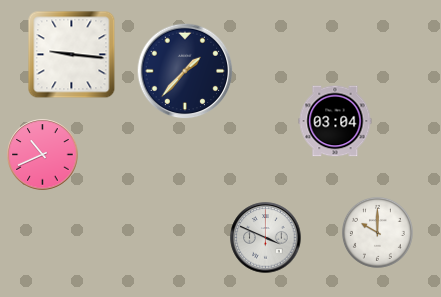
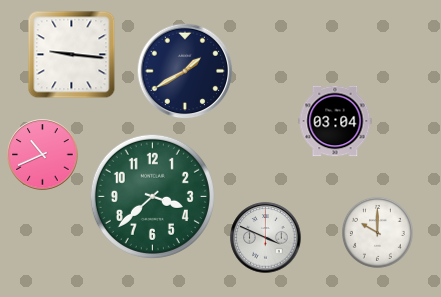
clock at (185, 71): 1:37 -> 1:40
clock at (152, 196): none -> 3:38
